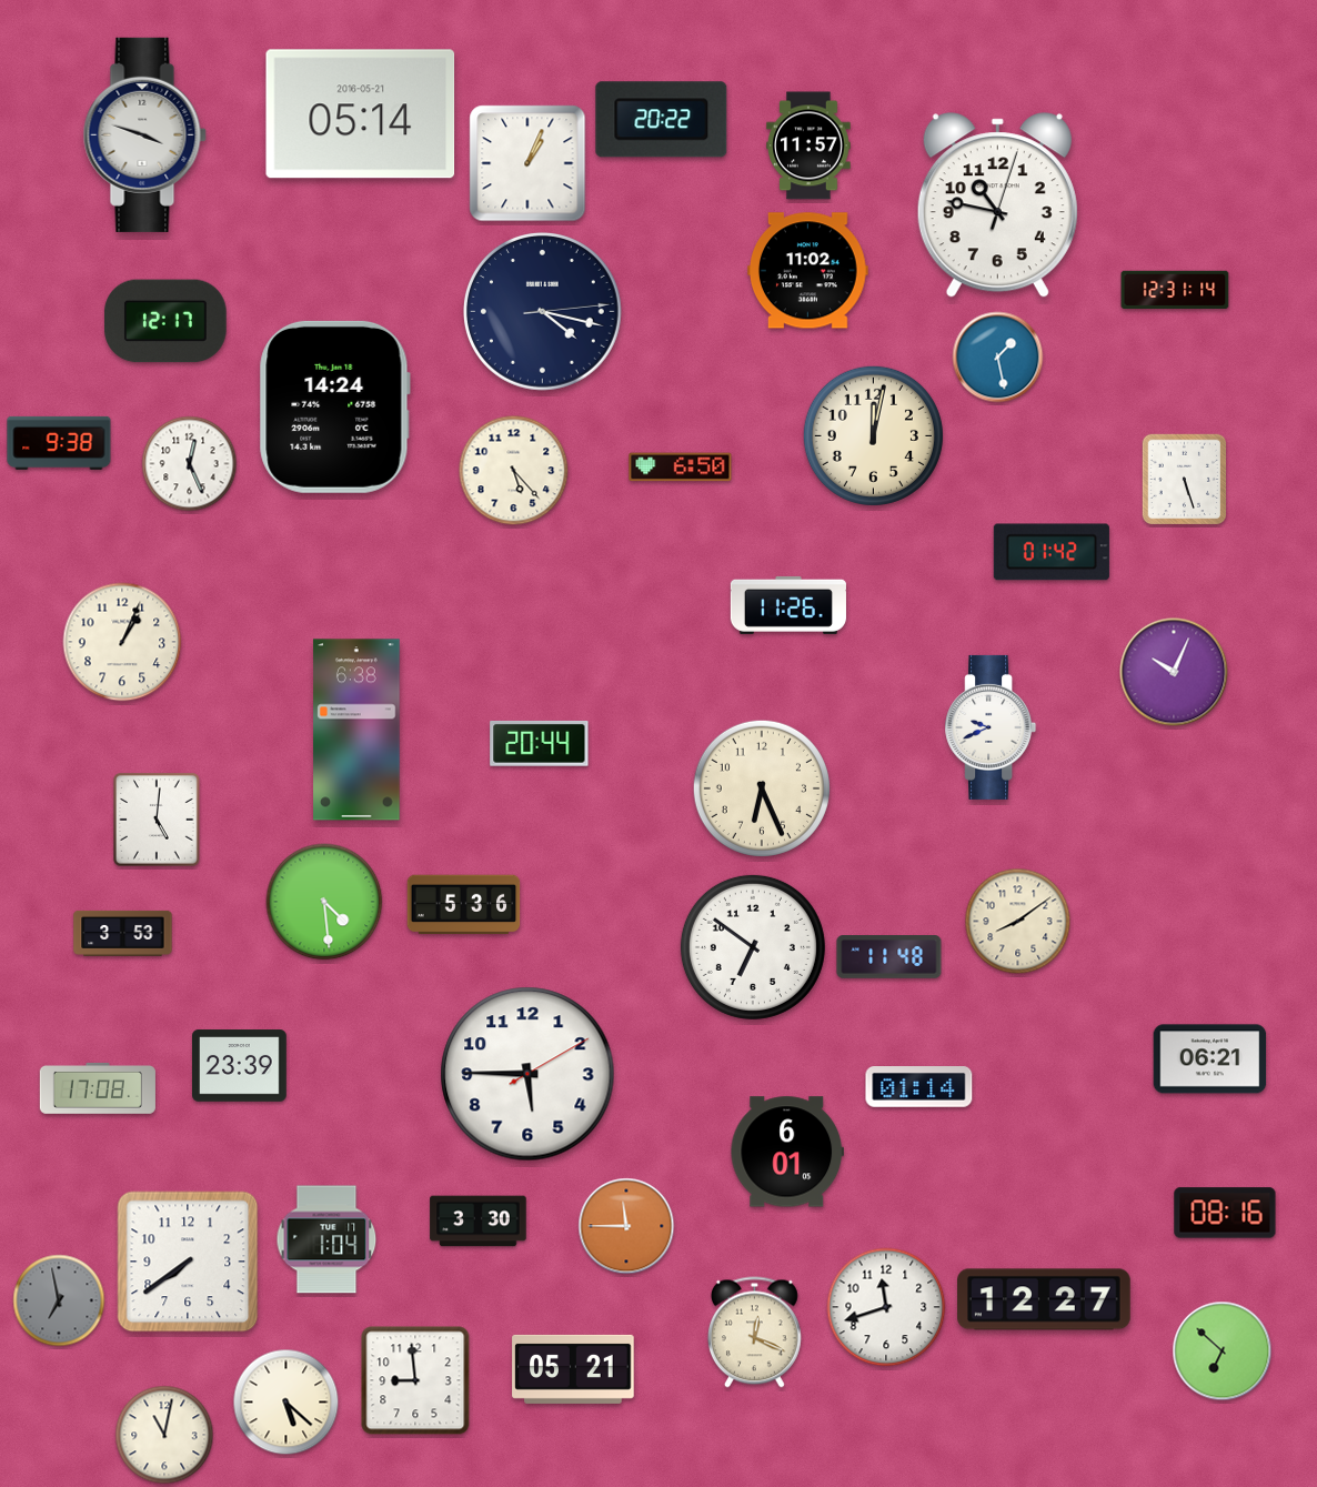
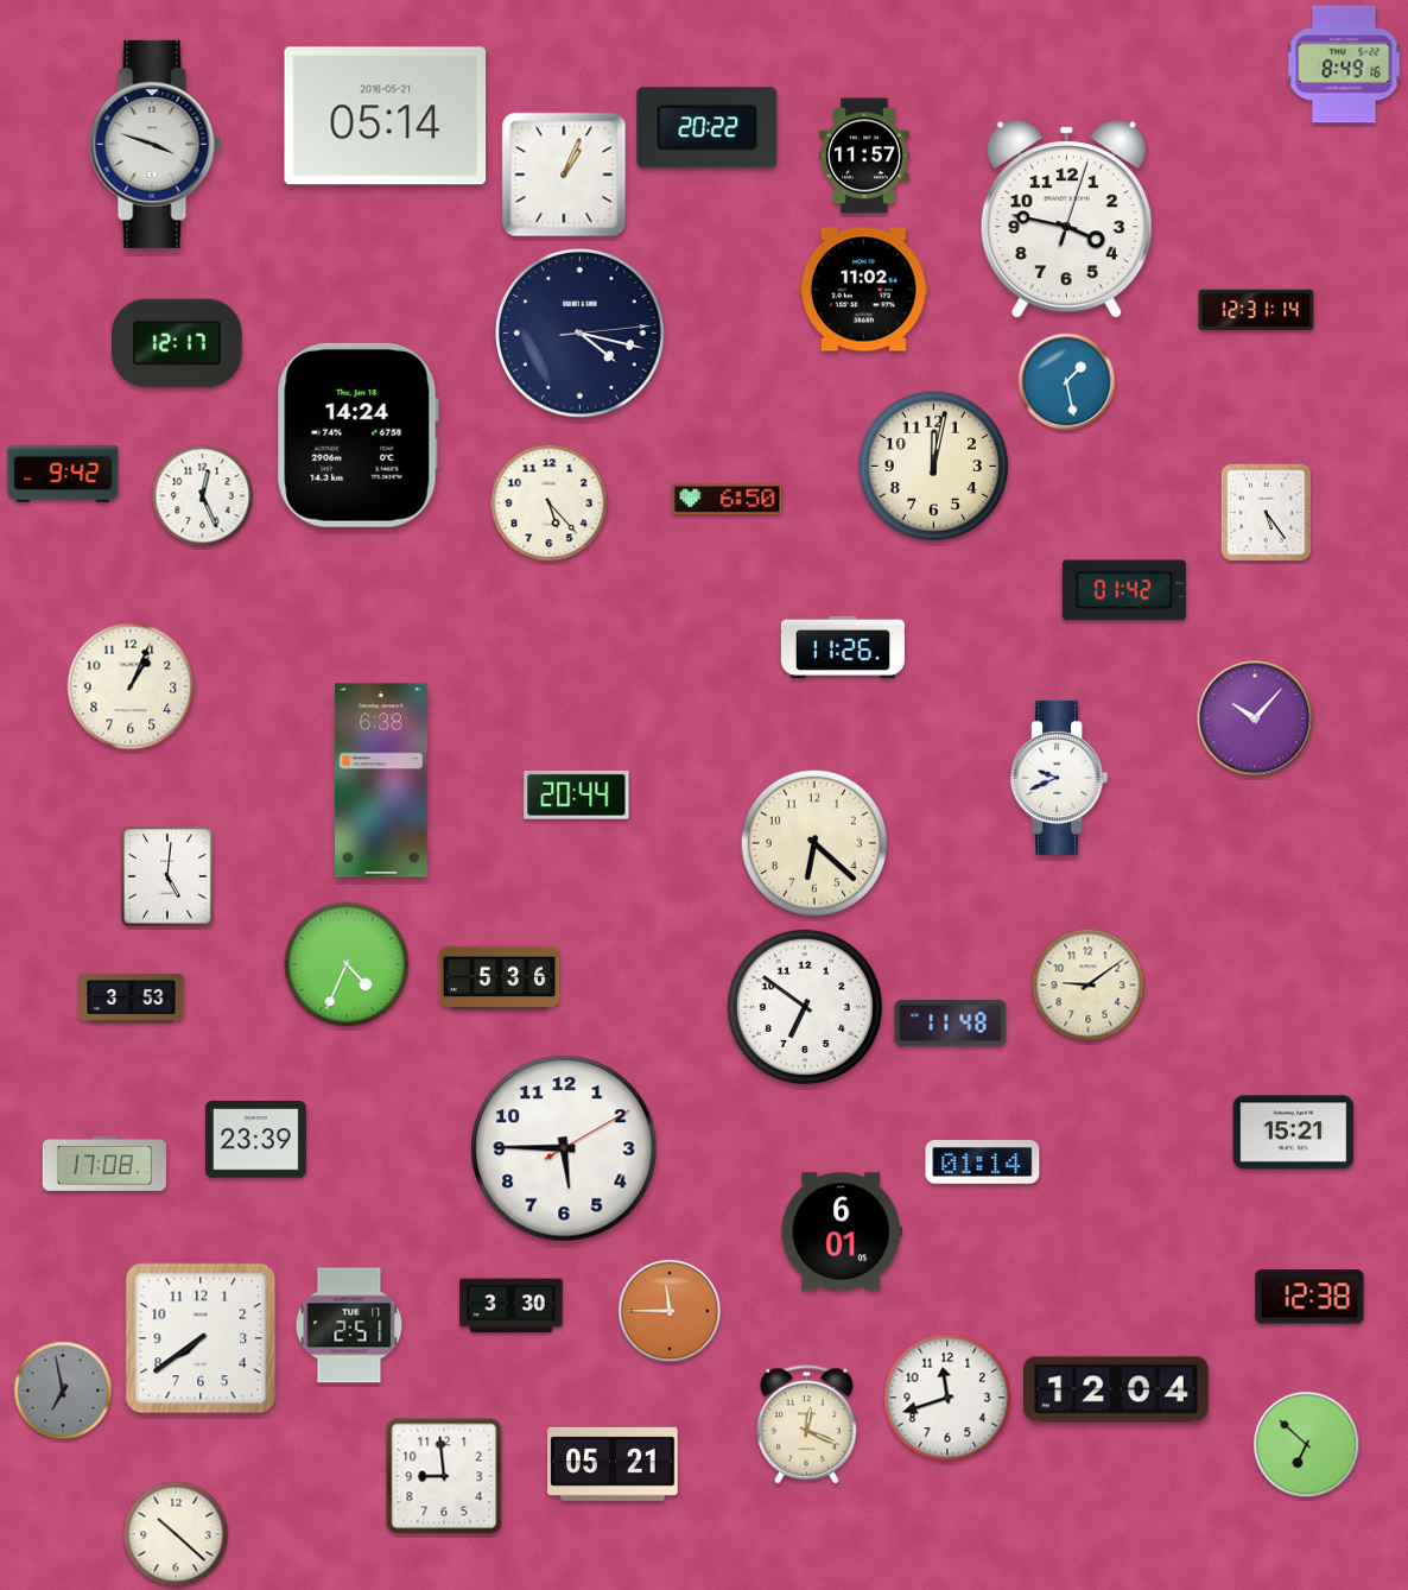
clock at (1344, 64): none -> 8:49
clock at (361, 114) position: (361, 114) -> (386, 116)
clock at (997, 205): 10:47 -> 3:47
clock at (59, 443): 9:38 -> 9:42
clock at (1185, 480): 5:27 -> 5:24
clock at (1174, 672): 10:04 -> 10:07
clock at (762, 788): 6:26 -> 6:22
clock at (324, 902): 4:29 -> 4:34
clock at (464, 905) position: (464, 905) -> (500, 978)
clock at (1018, 922): 8:09 -> 9:09
clock at (753, 947) position: (753, 947) -> (805, 1007)
clock at (1210, 1059): 06:21 -> 15:21
clock at (1225, 1213): 08:16 -> 12:38
clock at (326, 1239): 1:04 -> 2:51
clock at (188, 1262) position: (188, 1262) -> (201, 1338)
clock at (1045, 1299): 12:27 -> 12:04
clock at (286, 1403): 5:22 -> none
clock at (164, 1435): 11:02 -> 10:22
